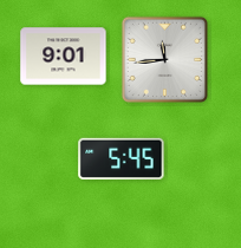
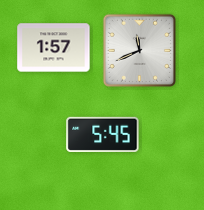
clock at (64, 57): 9:01 -> 1:57
clock at (164, 59): 11:44 -> 11:41
